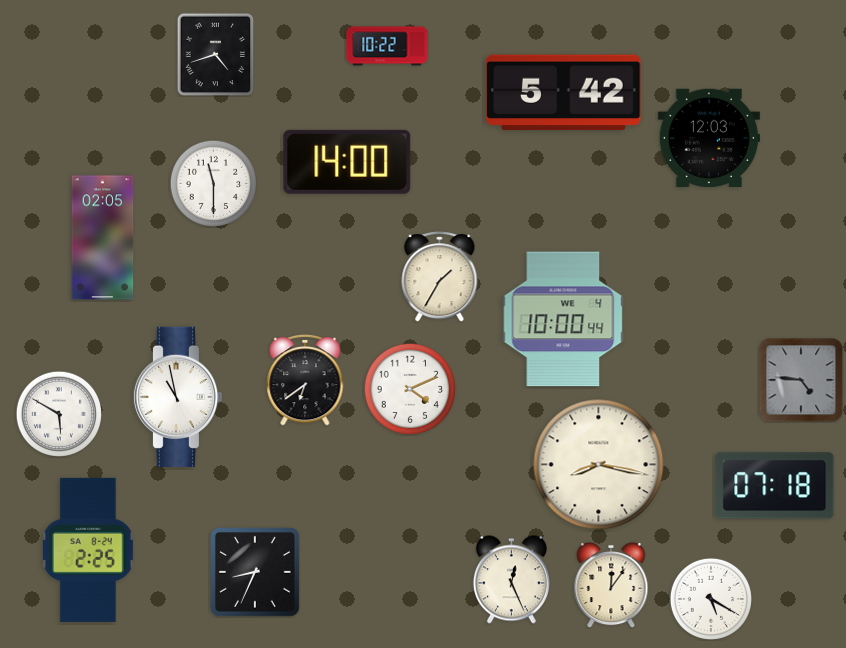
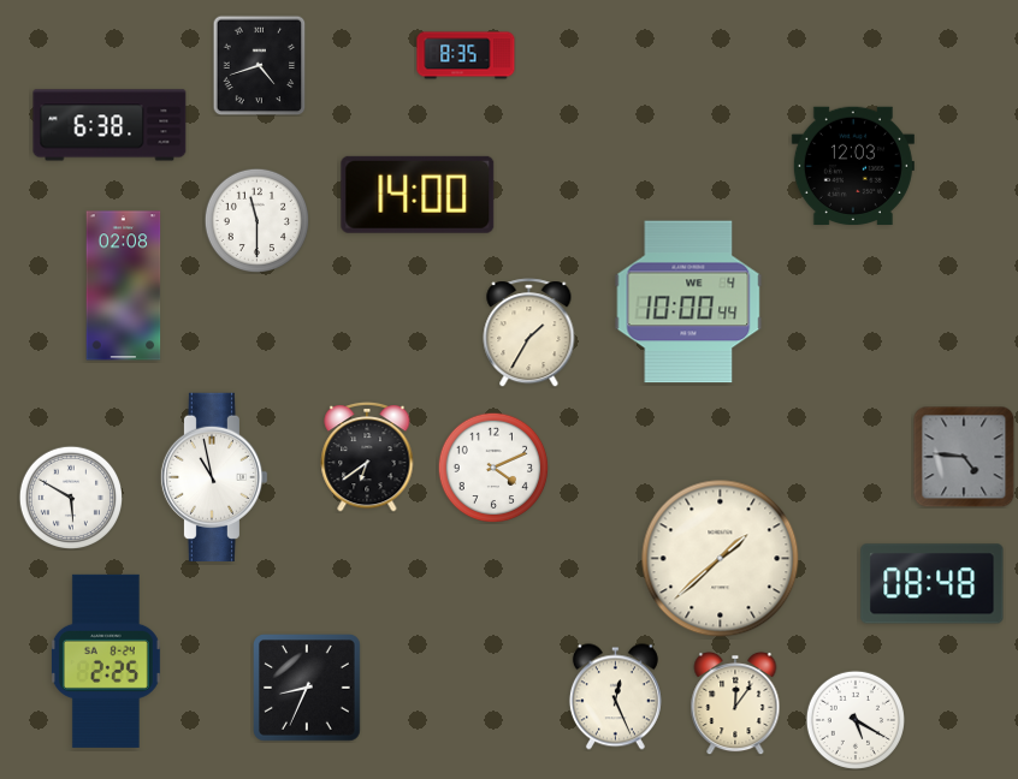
clock at (387, 46): 10:22 -> 8:35
clock at (564, 93): 5:42 -> none
clock at (110, 125): none -> 6:38
clock at (103, 238): 02:05 -> 02:08
clock at (563, 319) position: (563, 319) -> (688, 302)
clock at (599, 465): 8:17 -> 1:38
clock at (775, 486): 07:18 -> 08:48
